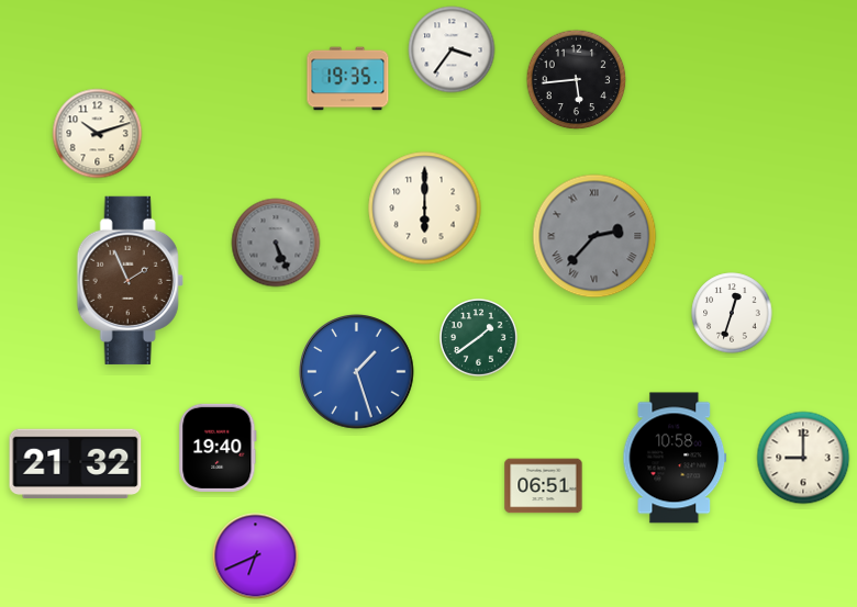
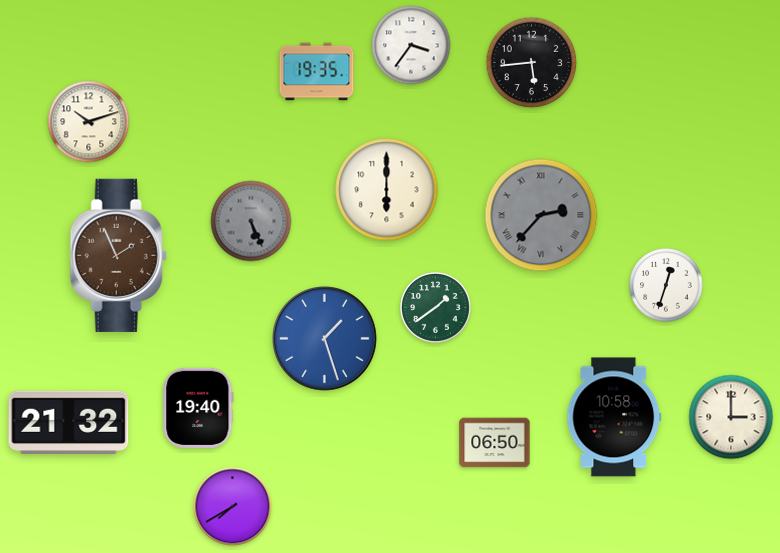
clock at (577, 80) position: (577, 80) -> (532, 63)
clock at (803, 458): 9:00 -> 3:00
clock at (544, 486): 06:51 -> 06:50
clock at (256, 557): 6:41 -> 7:40
